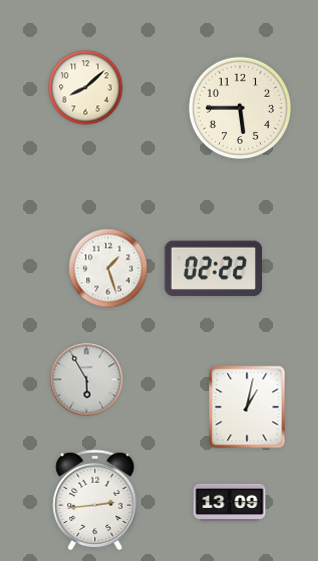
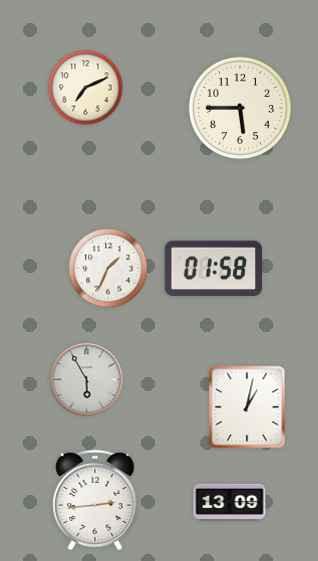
clock at (86, 88): 8:08 -> 7:11
clock at (108, 268): 1:27 -> 1:34
clock at (213, 269): 02:22 -> 01:58
